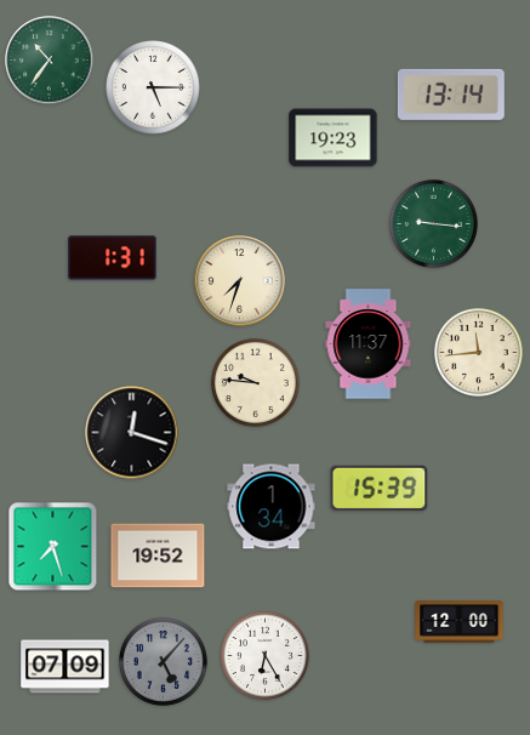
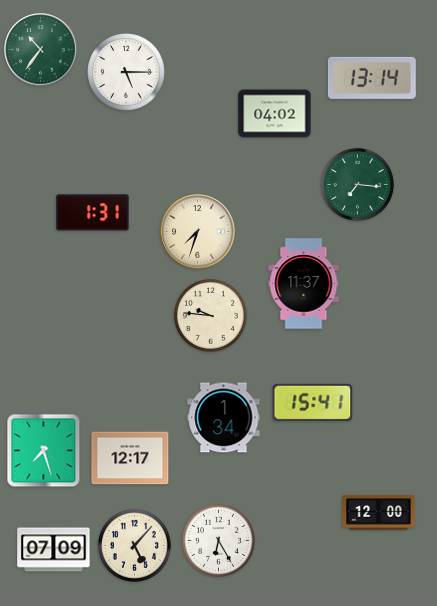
clock at (334, 138): 19:23 -> 04:02
clock at (433, 223): 9:16 -> 7:16
clock at (478, 352): 11:44 -> none
clock at (132, 433): 12:18 -> none
clock at (380, 488): 15:39 -> 15:41
clock at (158, 555): 19:52 -> 12:17
clock at (163, 661) dial: grey -> cream
